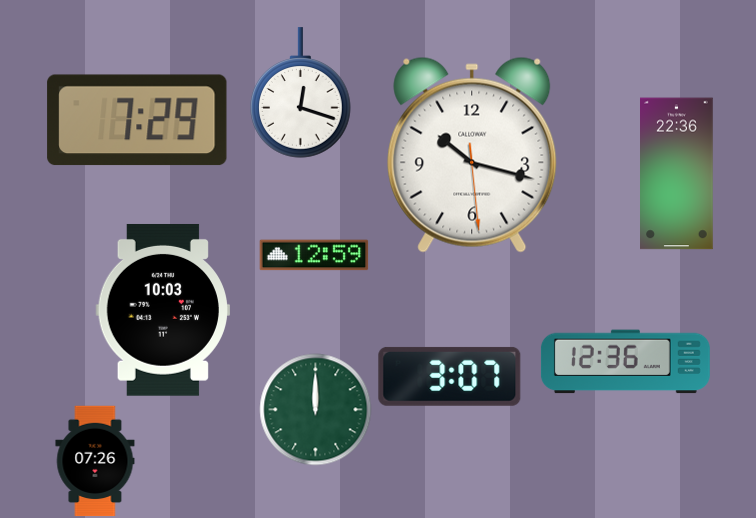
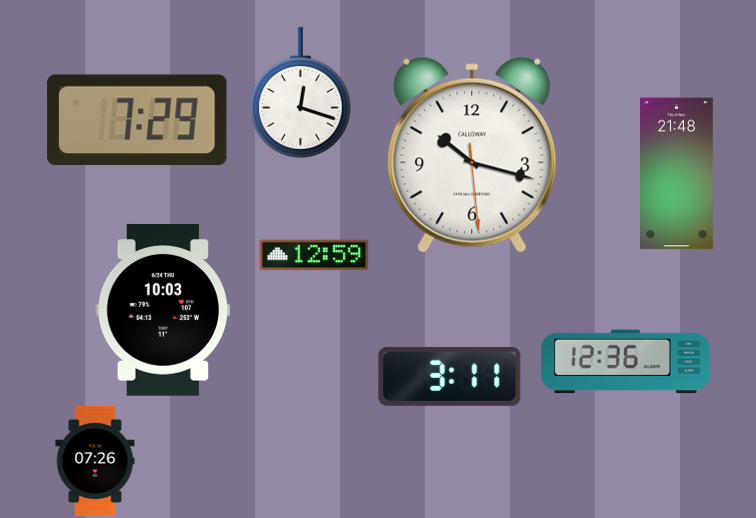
clock at (677, 174): 22:36 -> 21:48
clock at (450, 376): 3:07 -> 3:11
clock at (316, 410): 12:00 -> none
